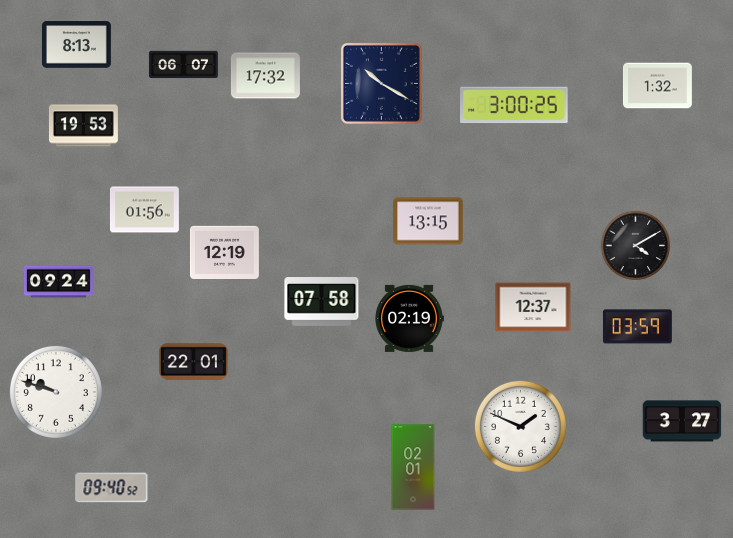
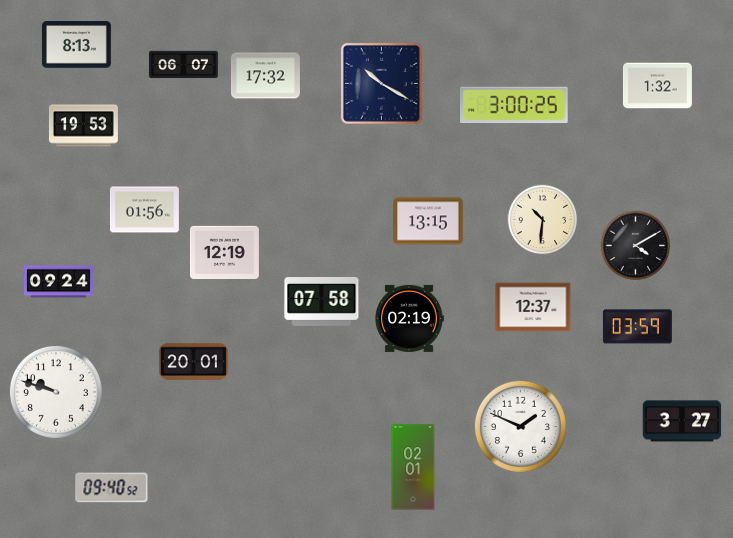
clock at (543, 220): none -> 10:31
clock at (193, 362): 22:01 -> 20:01
